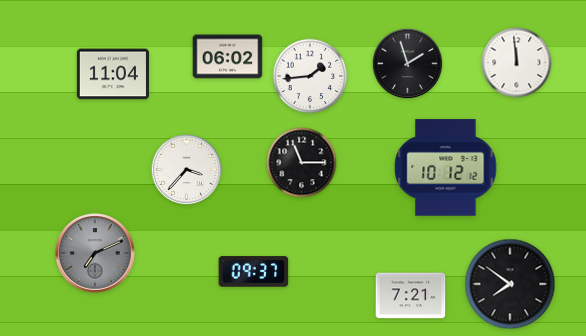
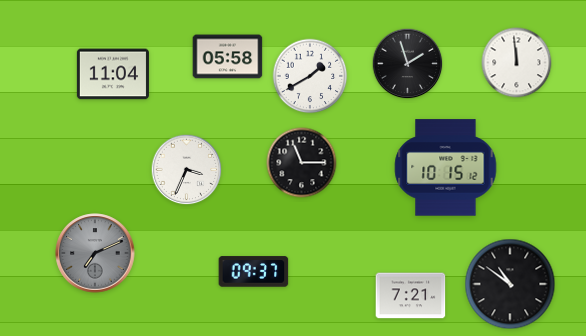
clock at (228, 57): 06:02 -> 05:58
clock at (310, 76): 1:44 -> 1:40
clock at (446, 168): 10:12 -> 10:15
clock at (187, 170): 3:37 -> 3:34
clock at (510, 284): 7:51 -> 10:51
